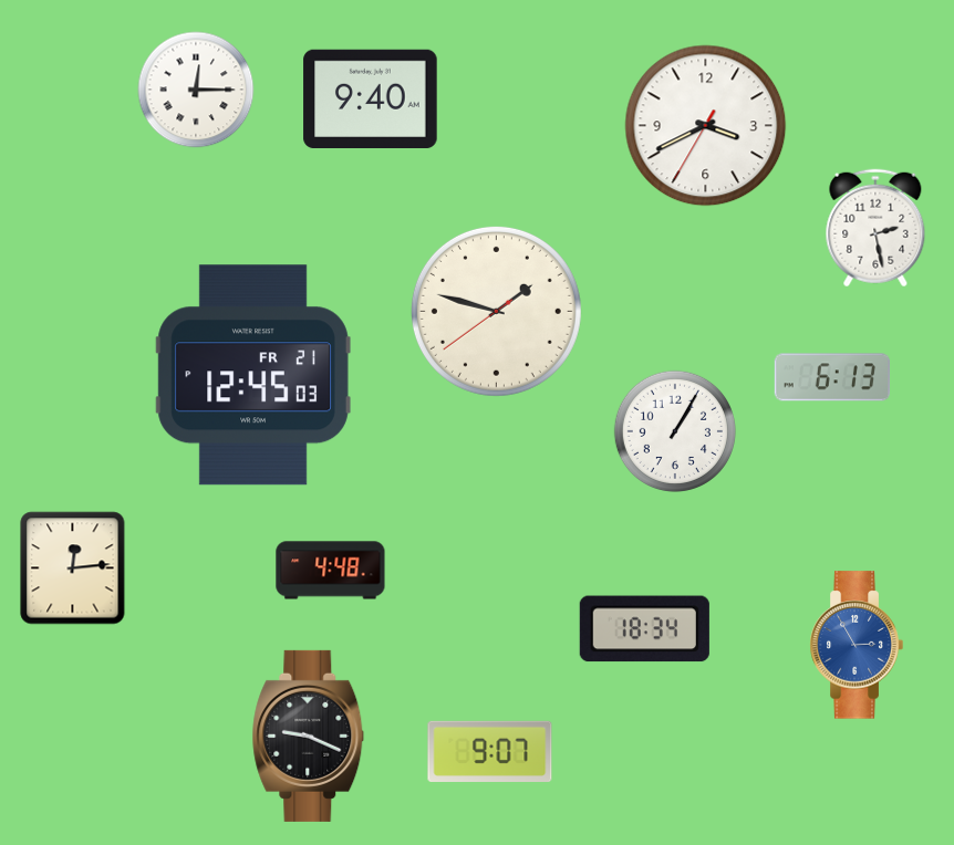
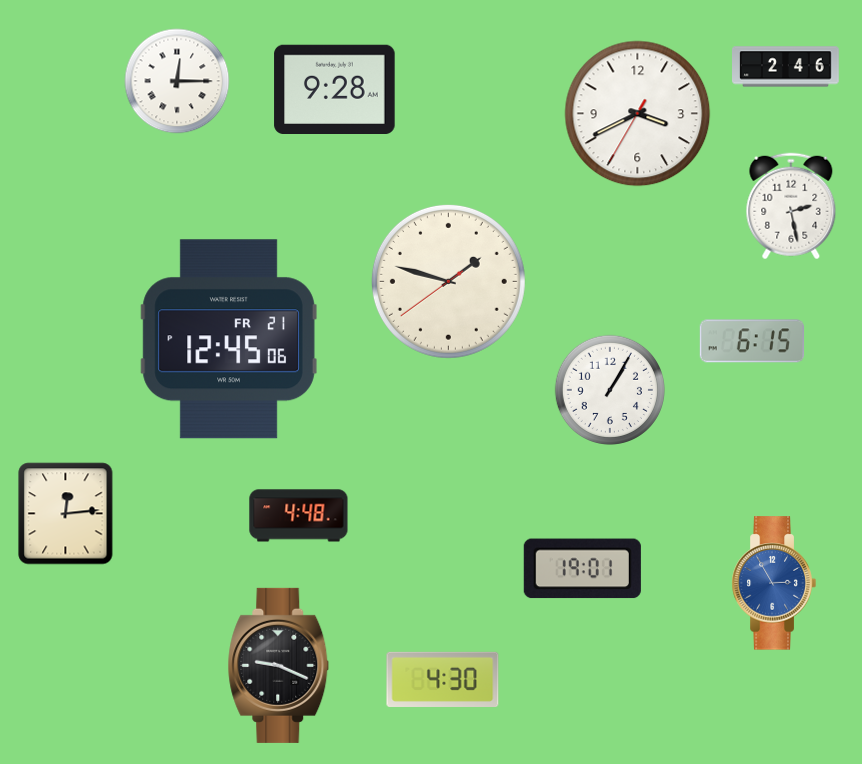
clock at (786, 67): none -> 2:46
clock at (371, 98): 9:40 -> 9:28
clock at (253, 375): 12:45:03 -> 12:45:06
clock at (831, 377): 6:13 -> 6:15
clock at (644, 629): 18:34 -> 19:01
clock at (490, 751): 9:07 -> 4:30
